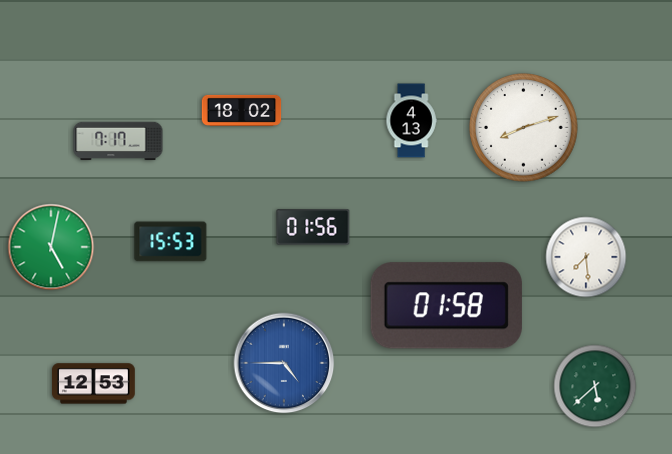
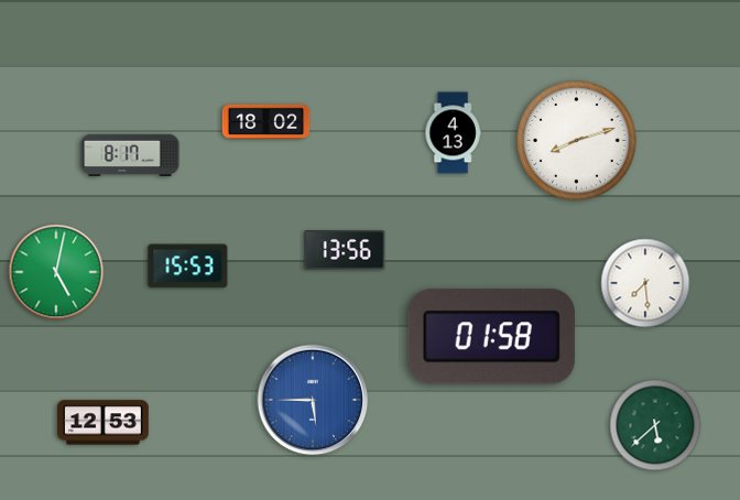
clock at (118, 141): 7:17 -> 8:17
clock at (313, 227): 01:56 -> 13:56
clock at (284, 363): 4:45 -> 5:45
